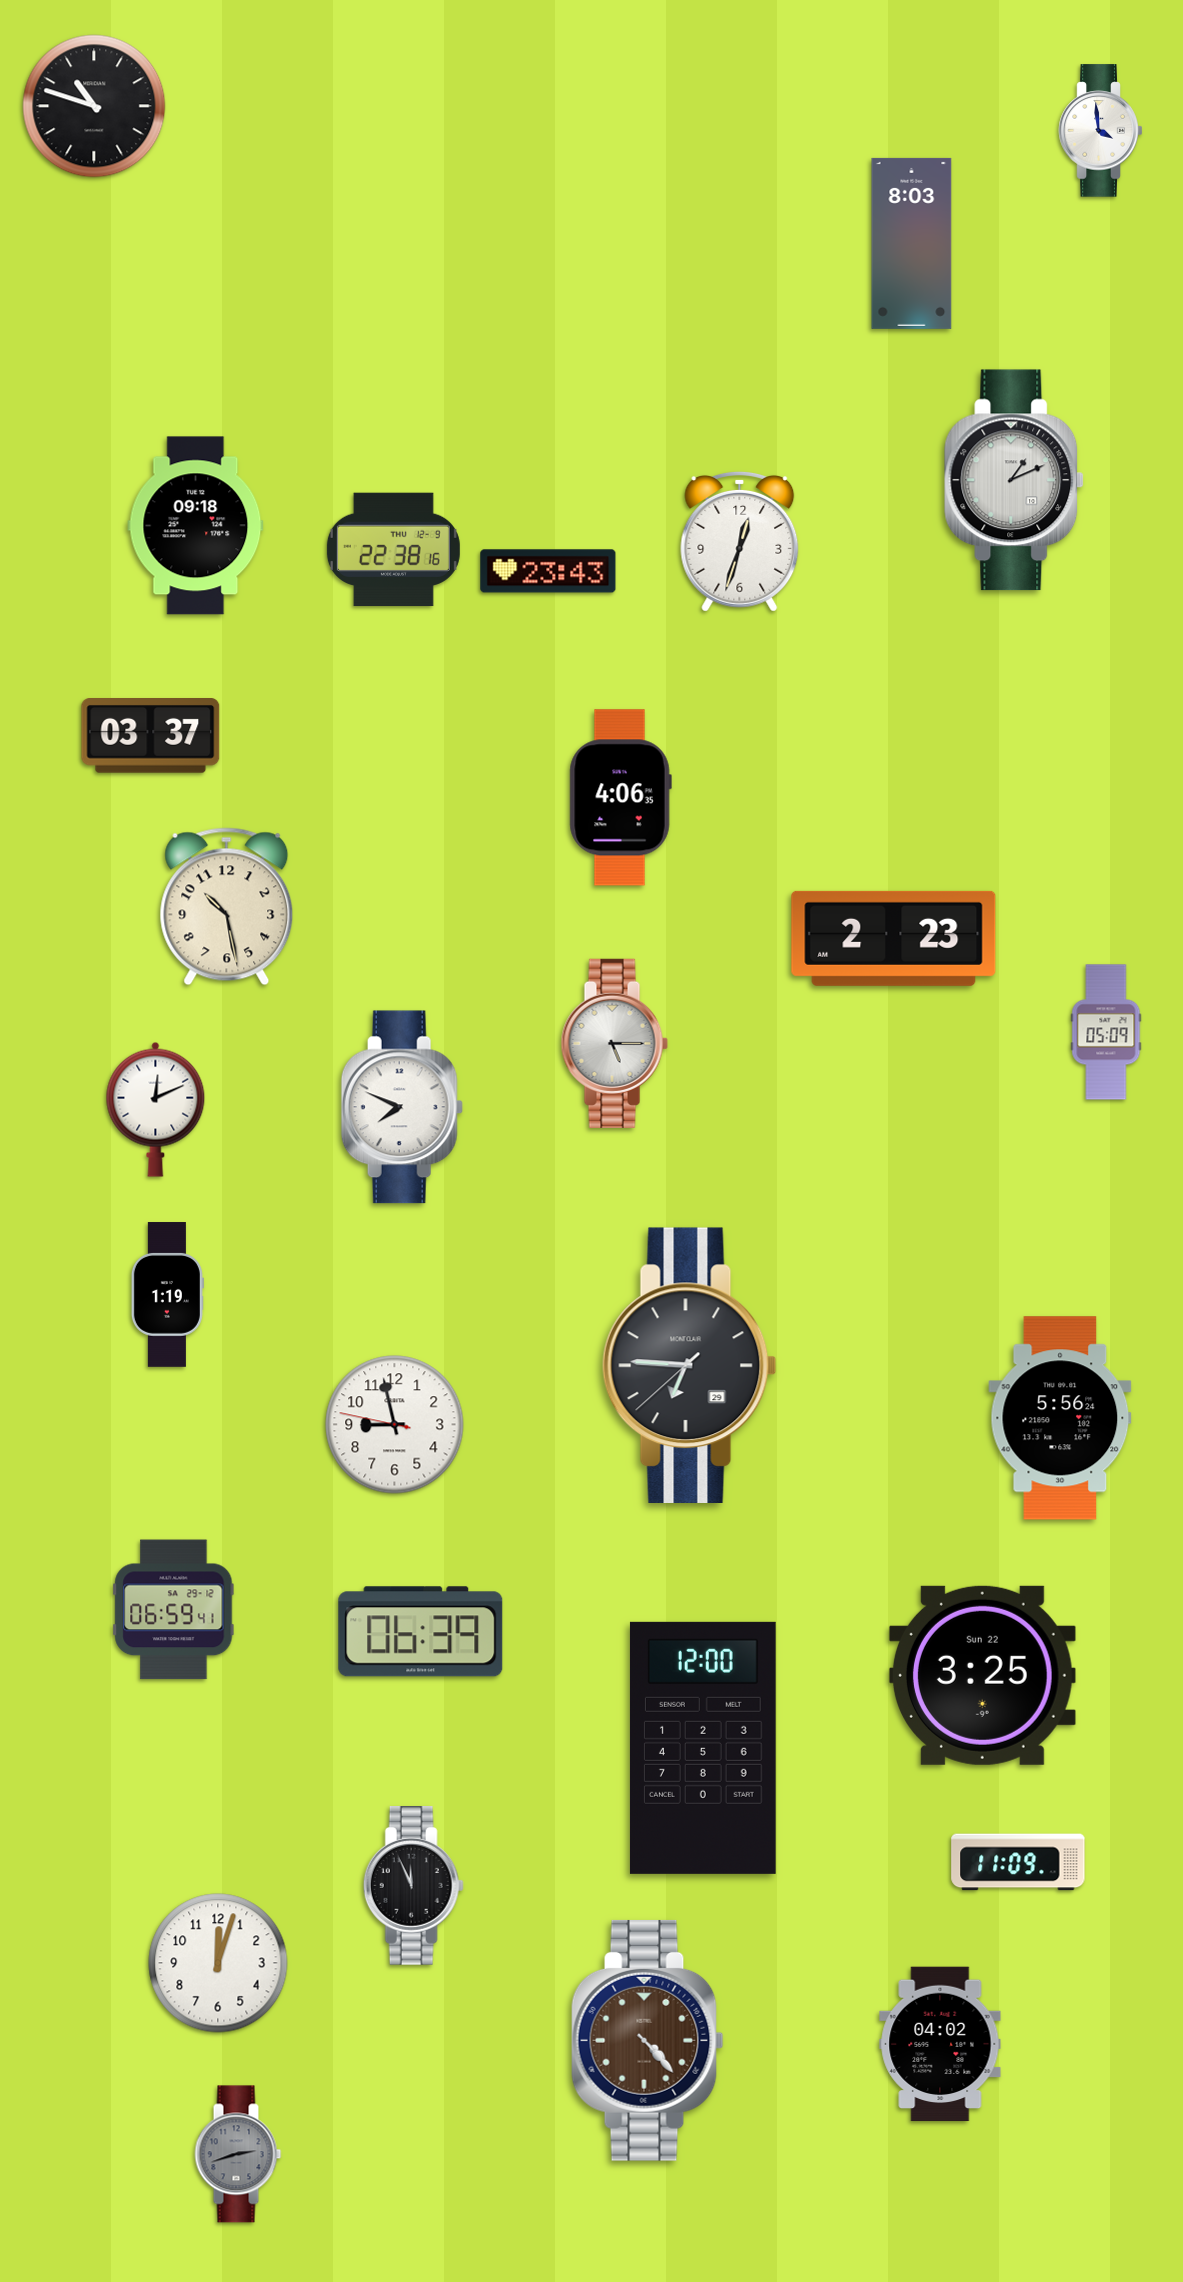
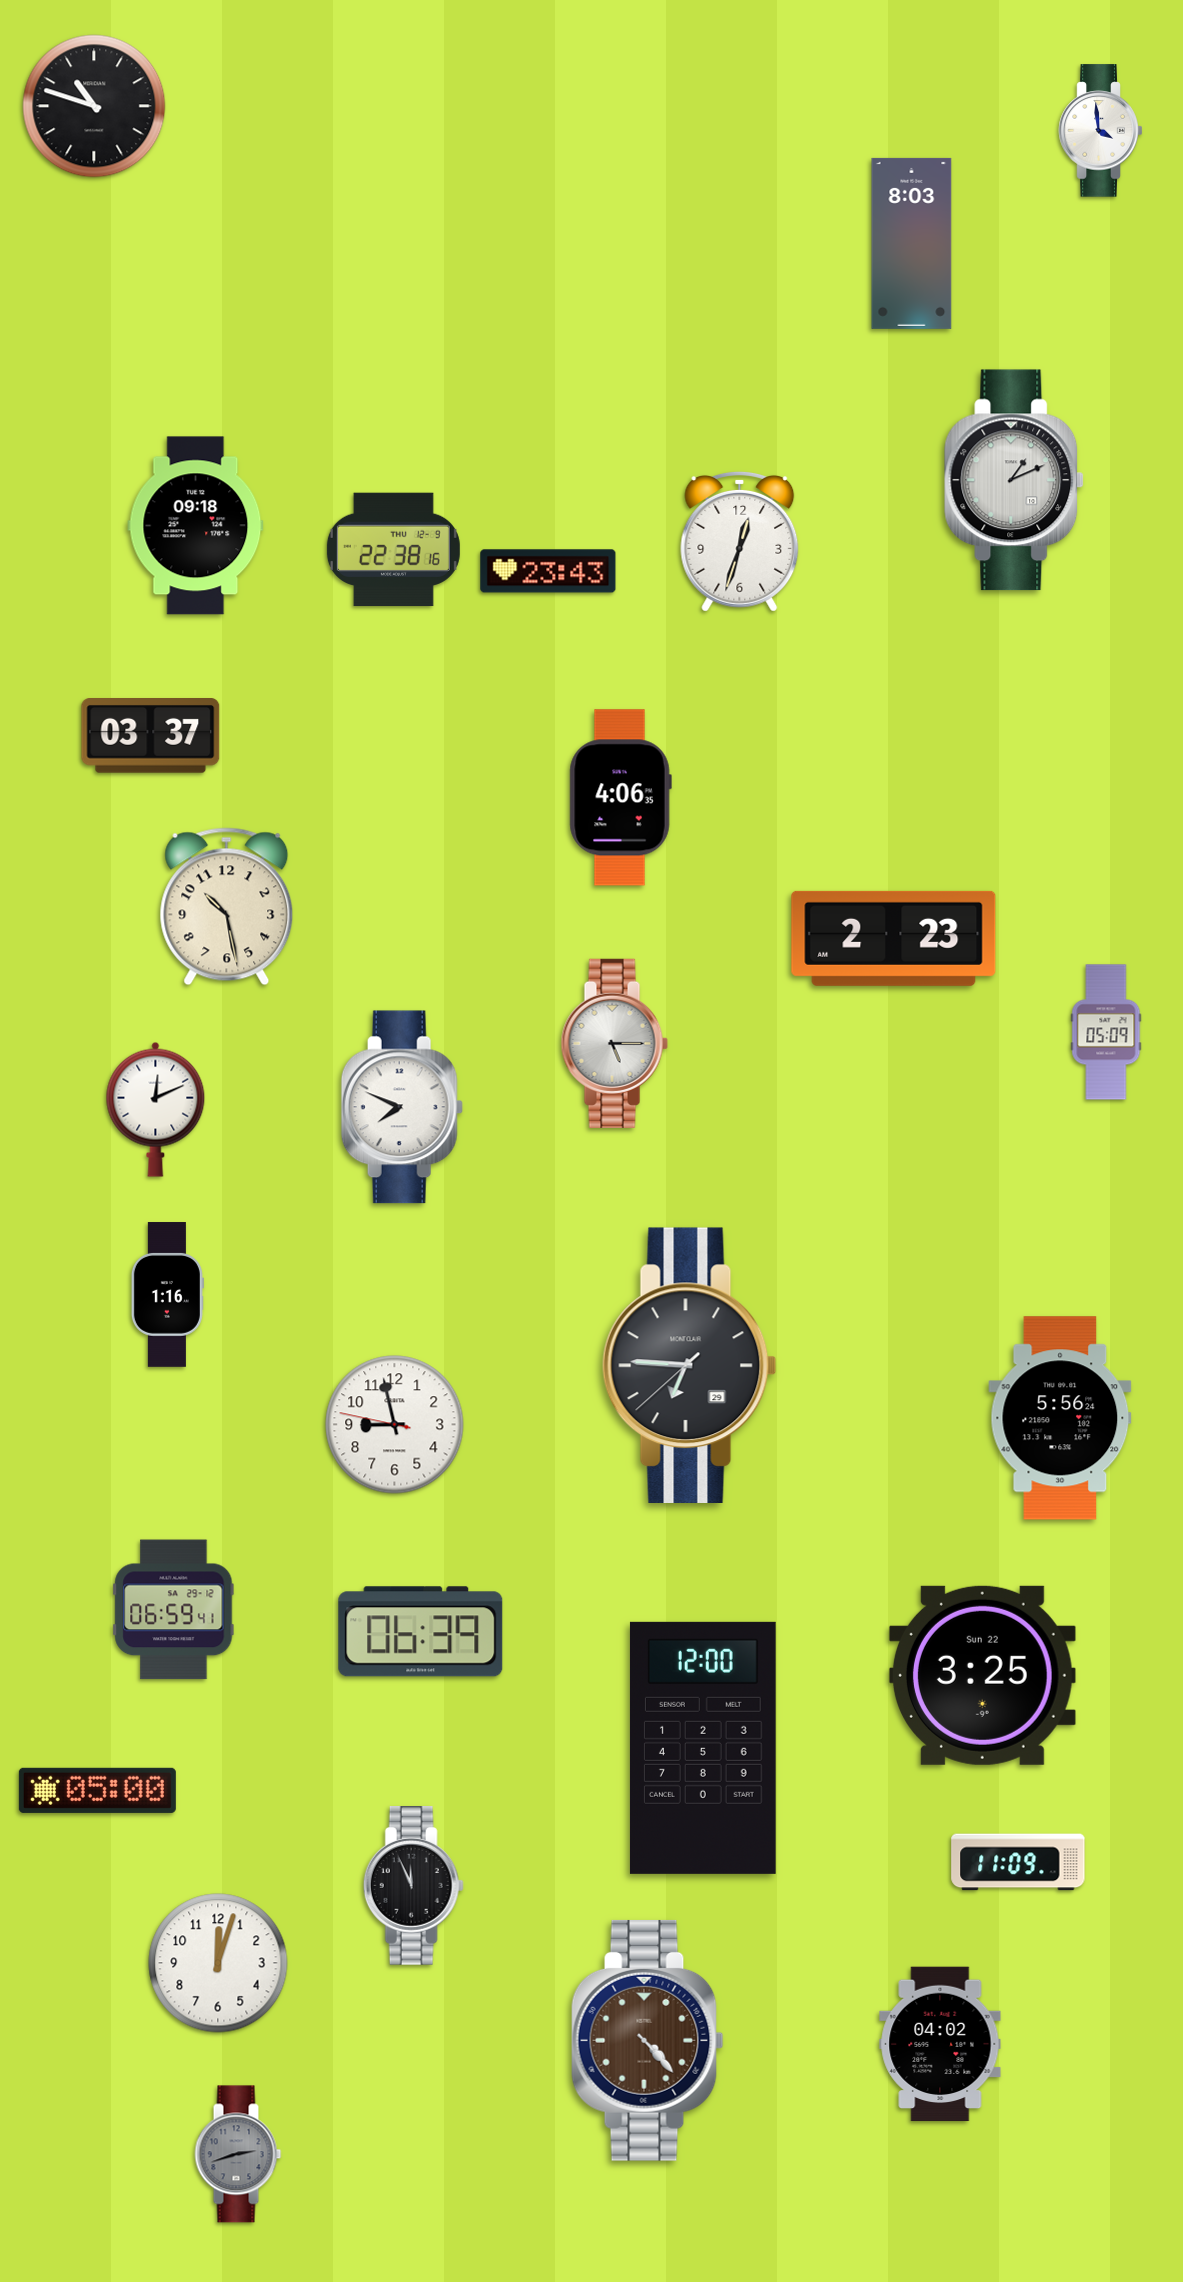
clock at (167, 1295): 1:19 -> 1:16
clock at (97, 1790): none -> 05:00
